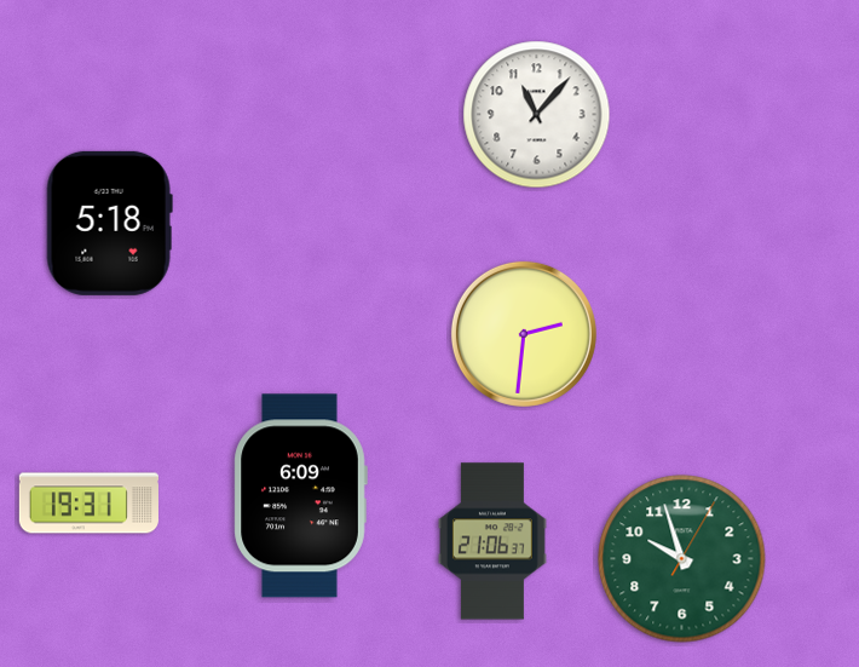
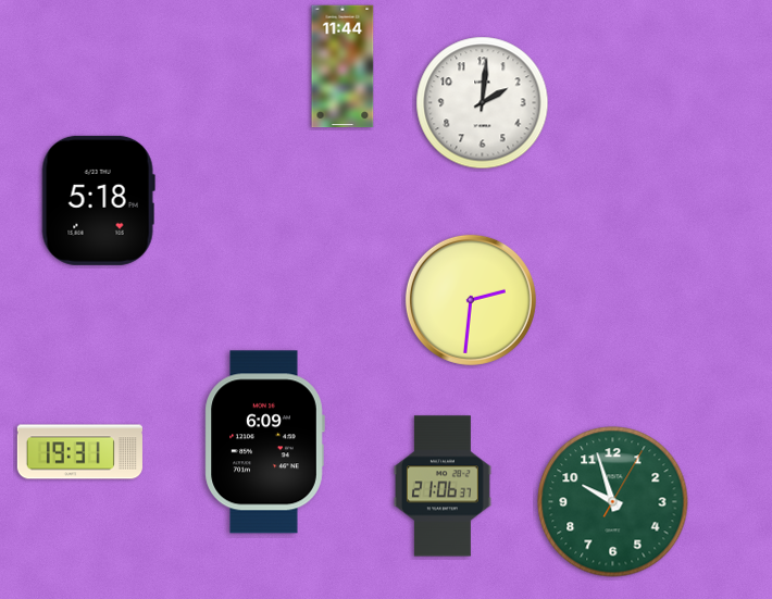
clock at (343, 66): none -> 11:44
clock at (537, 115): 11:07 -> 2:01
clock at (300, 496) position: (300, 496) -> (264, 442)
